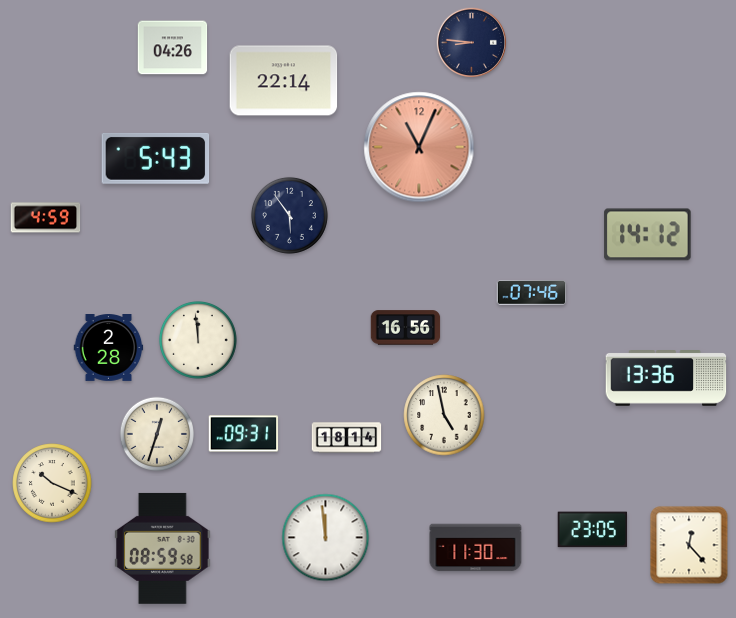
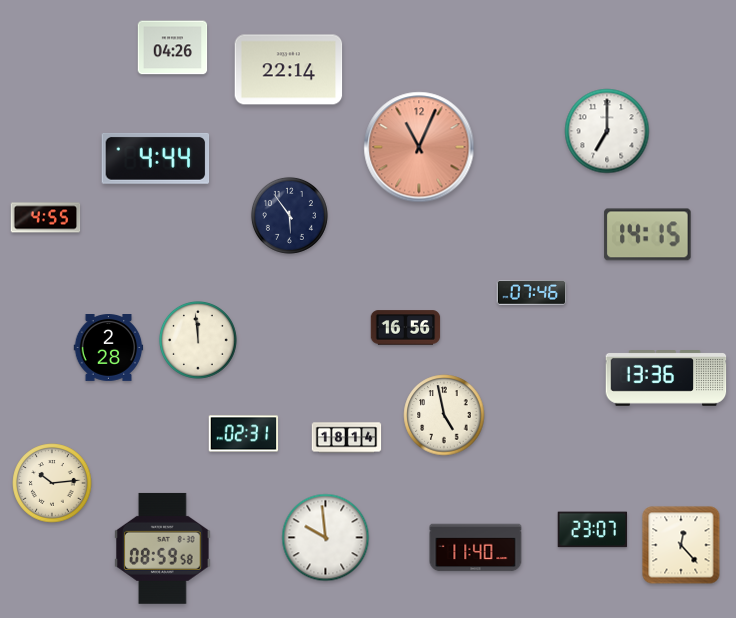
clock at (471, 42): 8:46 -> none
clock at (284, 81) position: (284, 81) -> (289, 70)
clock at (607, 131): none -> 7:00
clock at (156, 158): 5:43 -> 4:44
clock at (46, 218): 4:59 -> 4:55
clock at (648, 235): 14:12 -> 14:15
clock at (157, 434): 12:33 -> none
clock at (244, 434): 09:31 -> 02:31
clock at (52, 483): 10:19 -> 10:14
clock at (593, 530): 23:05 -> 23:07
clock at (326, 538): 11:59 -> 9:59
clock at (689, 545) position: (689, 545) -> (681, 545)
clock at (476, 548): 11:30 -> 11:40
